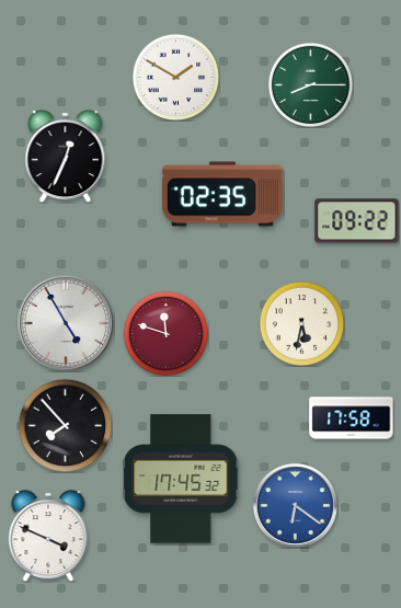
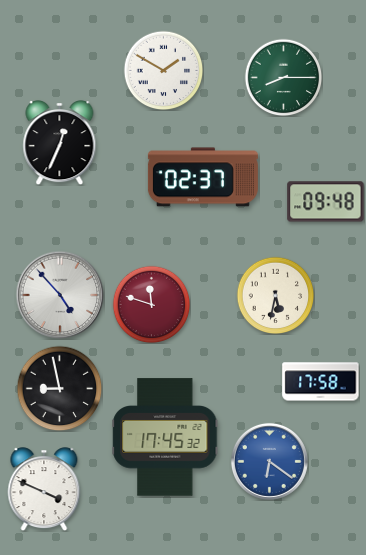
clock at (175, 77) position: (175, 77) -> (163, 70)
clock at (222, 194): 02:35 -> 02:37
clock at (357, 221): 09:22 -> 09:48
clock at (66, 323): 4:55 -> 4:53
clock at (65, 425): 7:53 -> 8:58
